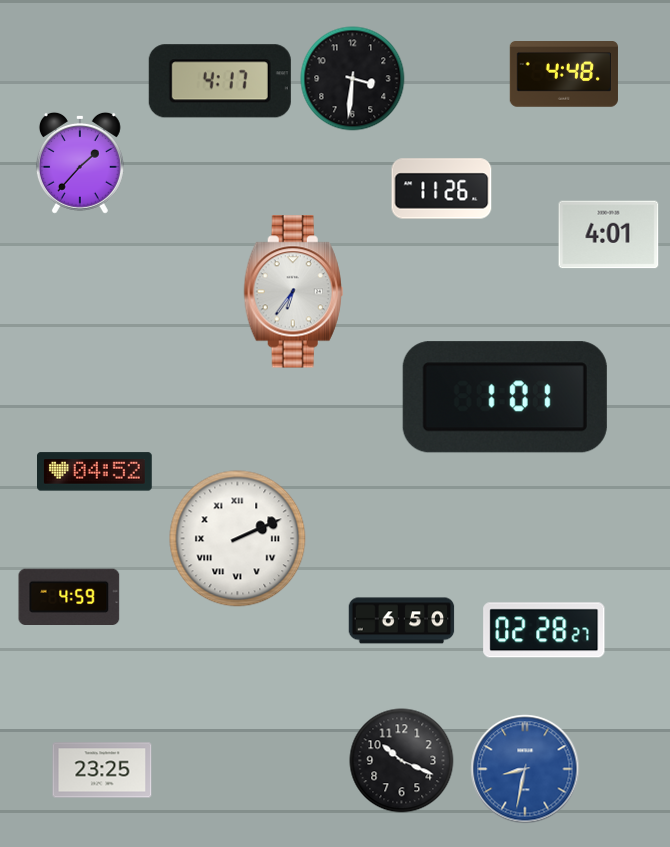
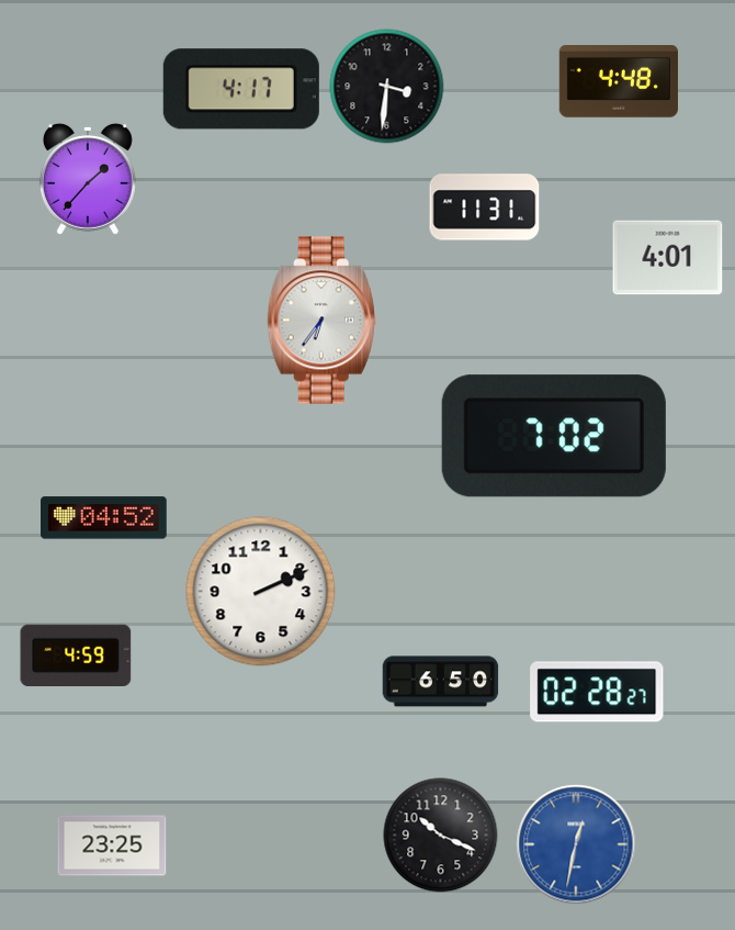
clock at (442, 189): 11:26 -> 11:31
clock at (505, 397): 1:01 -> 7:02
clock at (238, 539) numerals: Roman -> Arabic
clock at (525, 769): 8:32 -> 12:32
